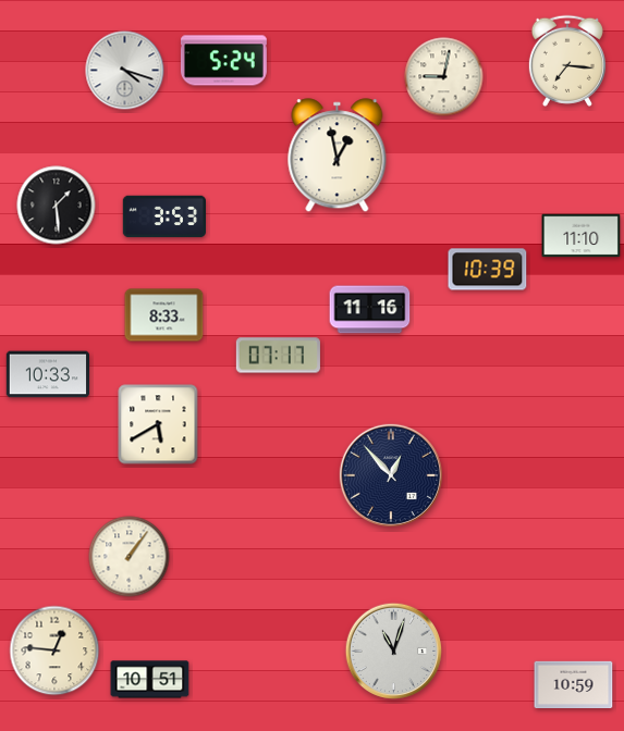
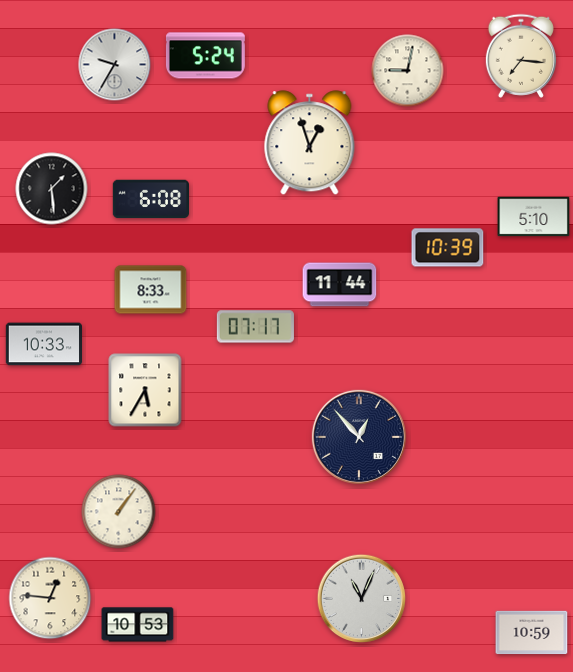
clock at (125, 71): 4:18 -> 9:35
clock at (338, 156): 12:58 -> 12:57
clock at (163, 216): 3:53 -> 6:08
clock at (582, 236): 11:10 -> 5:10
clock at (370, 310): 11:16 -> 11:44
clock at (158, 424): 5:40 -> 5:35
clock at (394, 652): 11:03 -> 11:04
clock at (150, 680): 10:51 -> 10:53
clock at (574, 685) position: (574, 685) -> (532, 633)
